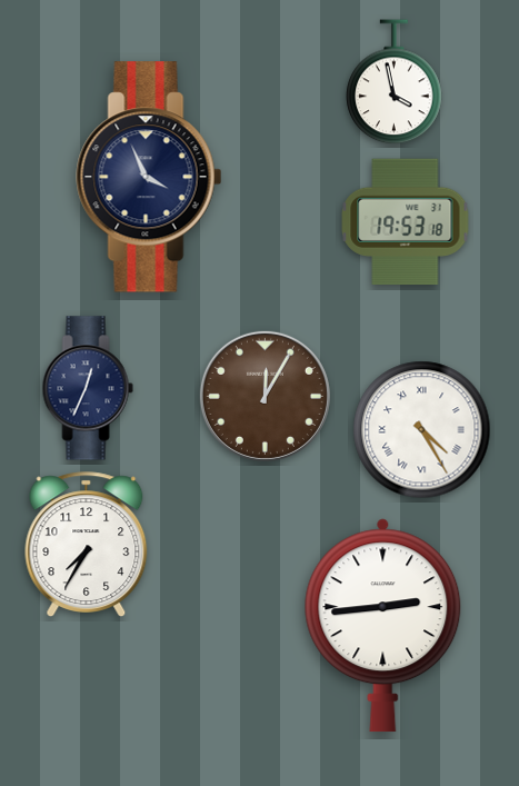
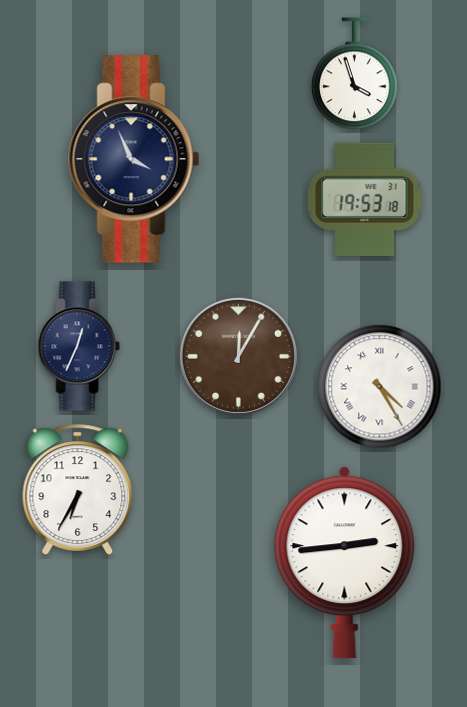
clock at (395, 82): 3:58 -> 3:57
clock at (88, 388) position: (88, 388) -> (79, 346)
clock at (87, 544): 7:35 -> 6:35
